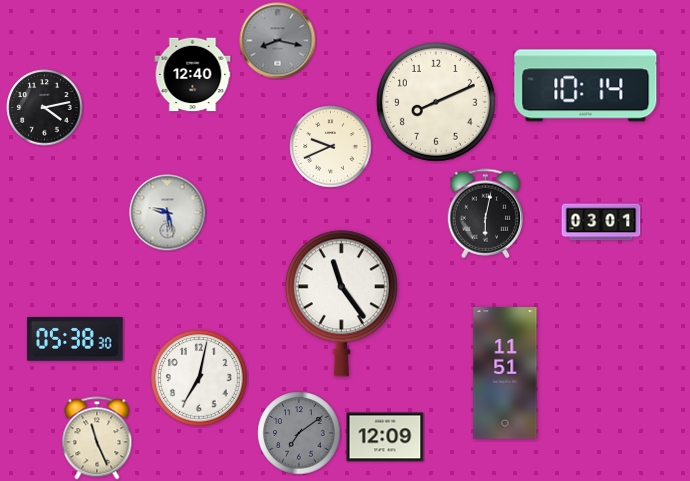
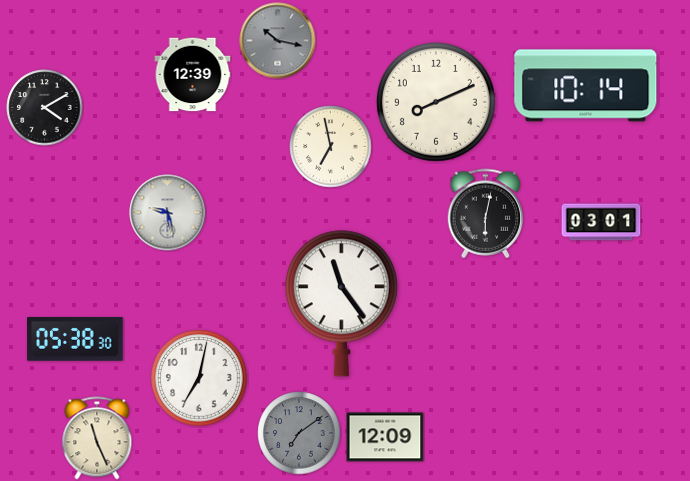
clock at (278, 41): 8:17 -> 10:17
clock at (193, 75): 12:40 -> 12:39
clock at (45, 108): 4:13 -> 4:10
clock at (331, 147): 9:41 -> 6:58
clock at (505, 373): 11:51 -> none
